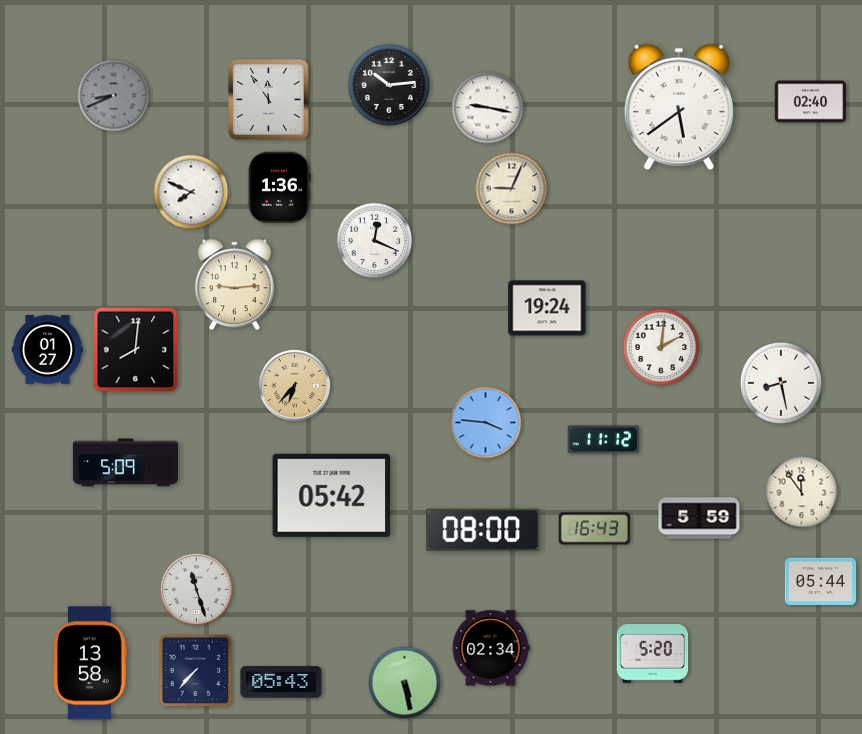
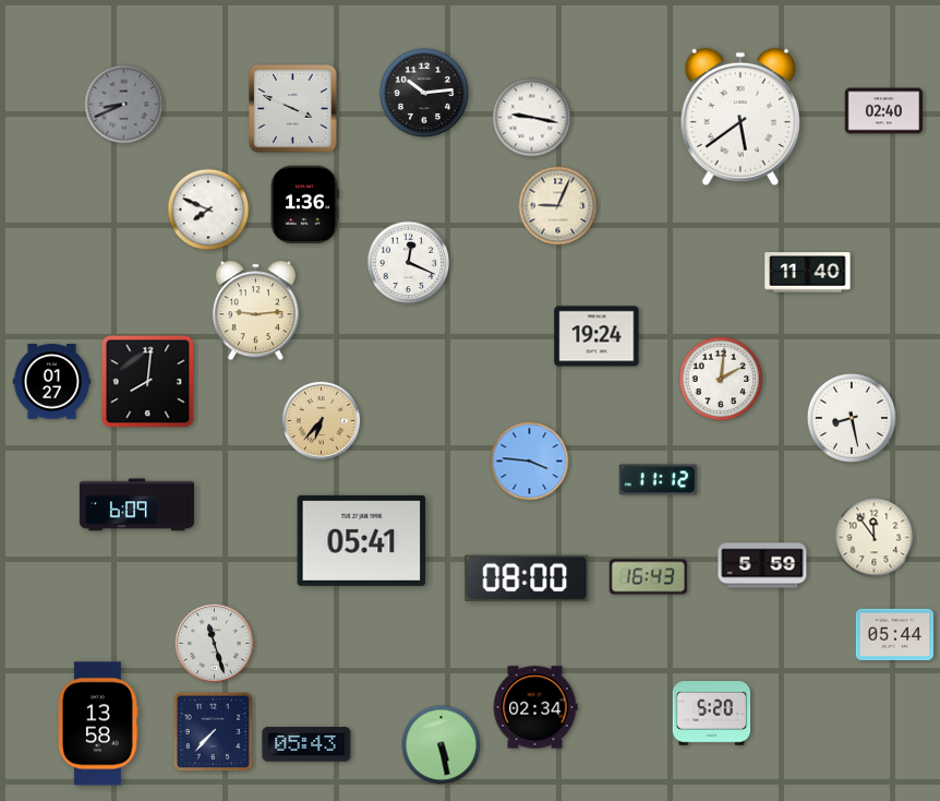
clock at (269, 100): 11:54 -> 3:49
clock at (808, 273): none -> 11:40
clock at (125, 463): 5:09 -> 6:09
clock at (332, 495): 05:42 -> 05:41
